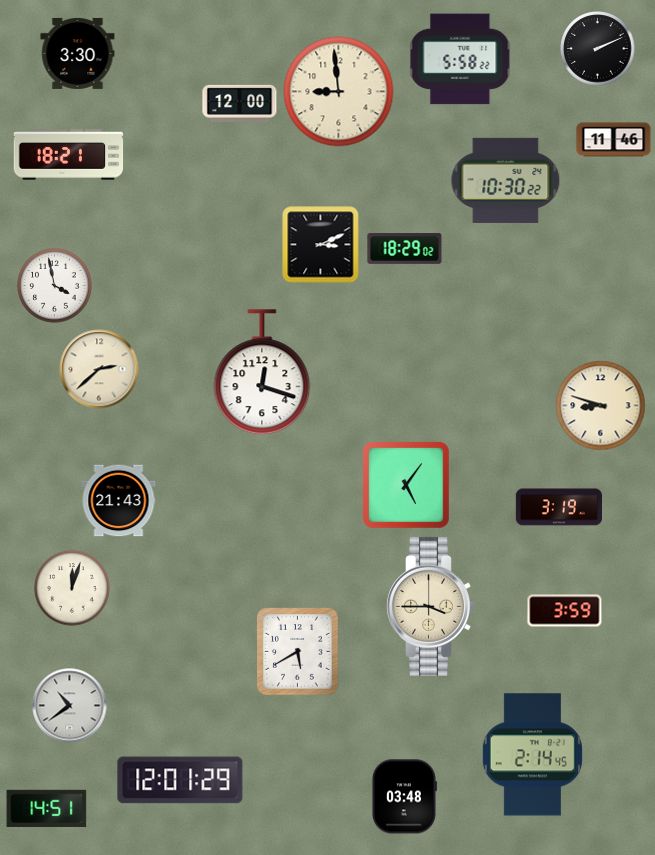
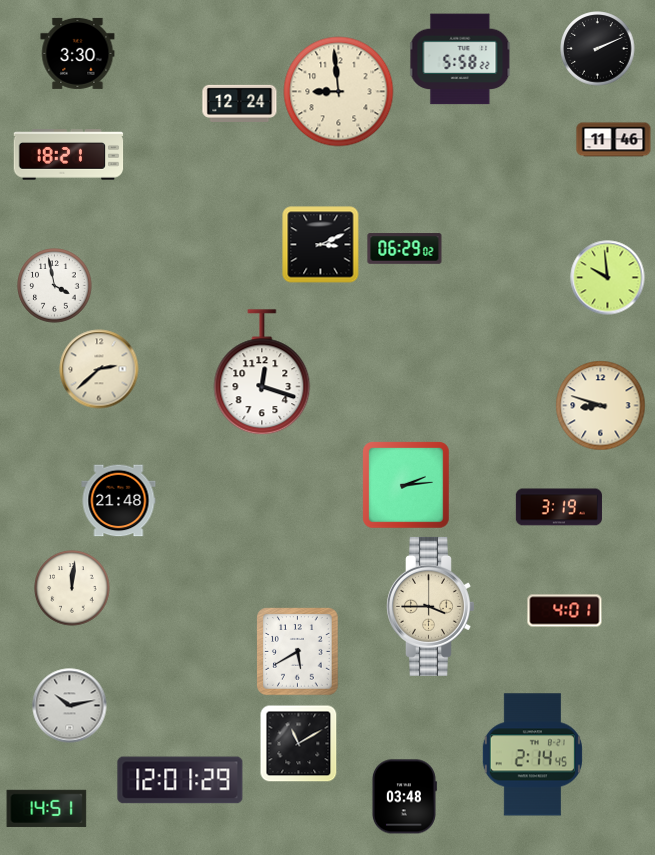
clock at (240, 103): 12:00 -> 12:24
clock at (506, 180): 10:30 -> none
clock at (405, 249): 18:29 -> 06:29
clock at (608, 278): none -> 9:59
clock at (406, 485): 5:06 -> 2:14
clock at (119, 501): 21:43 -> 21:48
clock at (72, 588): 12:03 -> 12:01
clock at (565, 611): 3:59 -> 4:01
clock at (70, 706): 10:39 -> 10:13
clock at (299, 744): none -> 11:10
